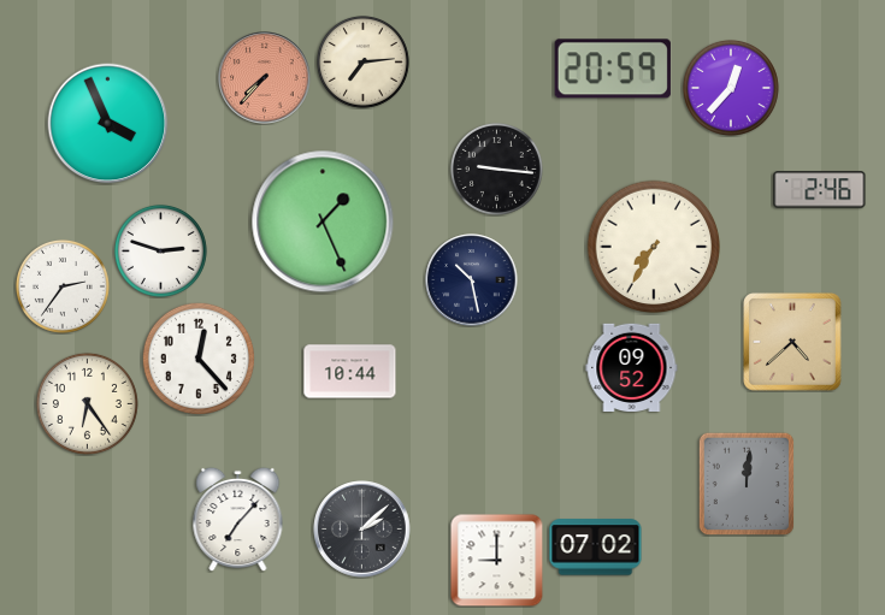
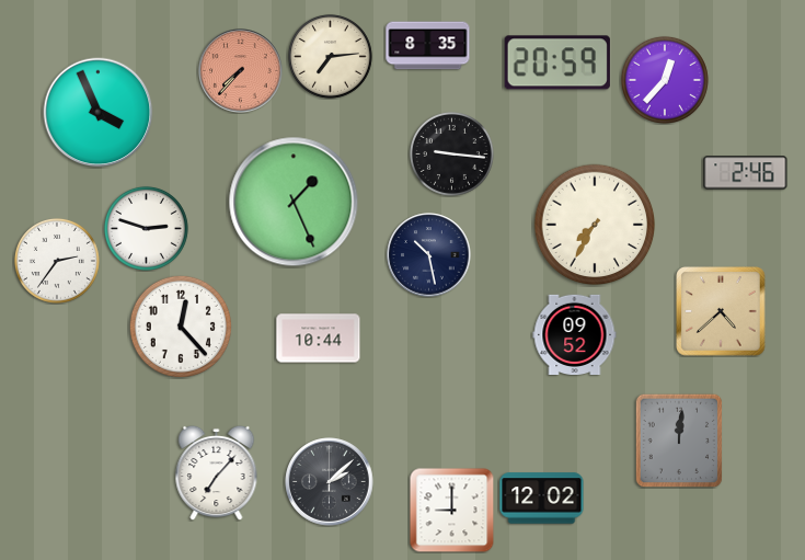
clock at (428, 46): none -> 8:35
clock at (87, 403): 6:24 -> none
clock at (596, 548): 07:02 -> 12:02
